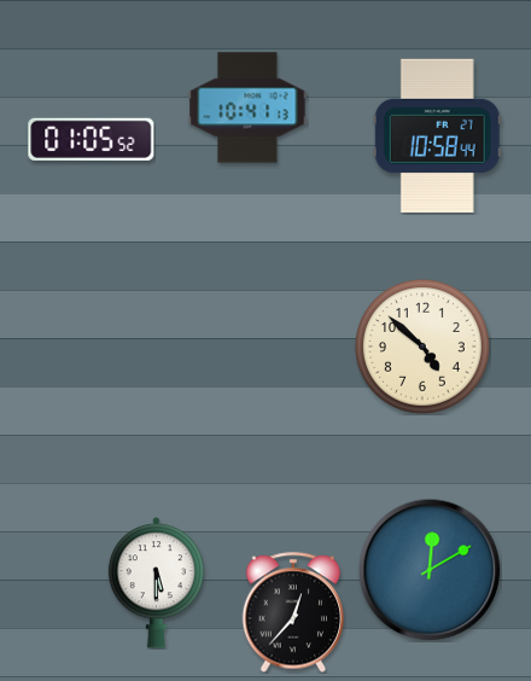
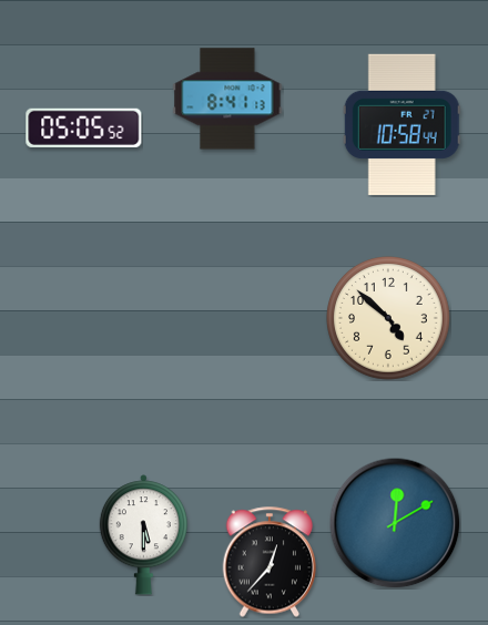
clock at (247, 107): 10:41 -> 8:41
clock at (92, 139): 01:05 -> 05:05
